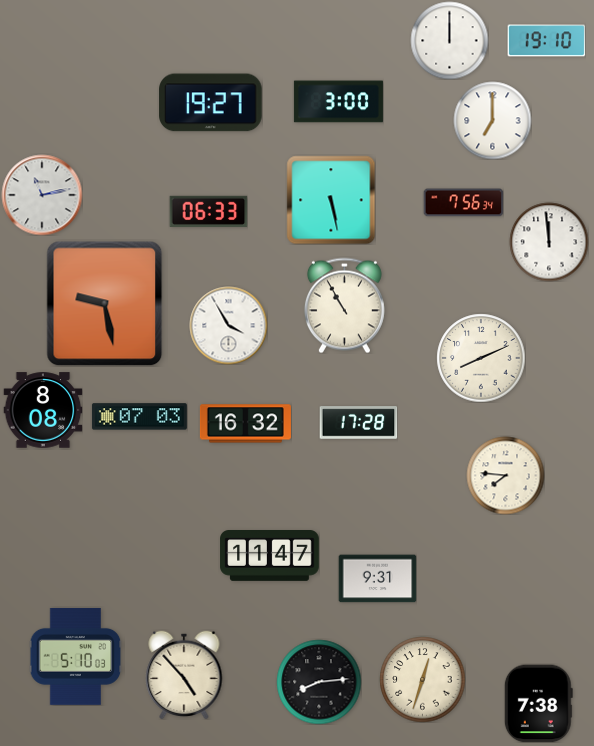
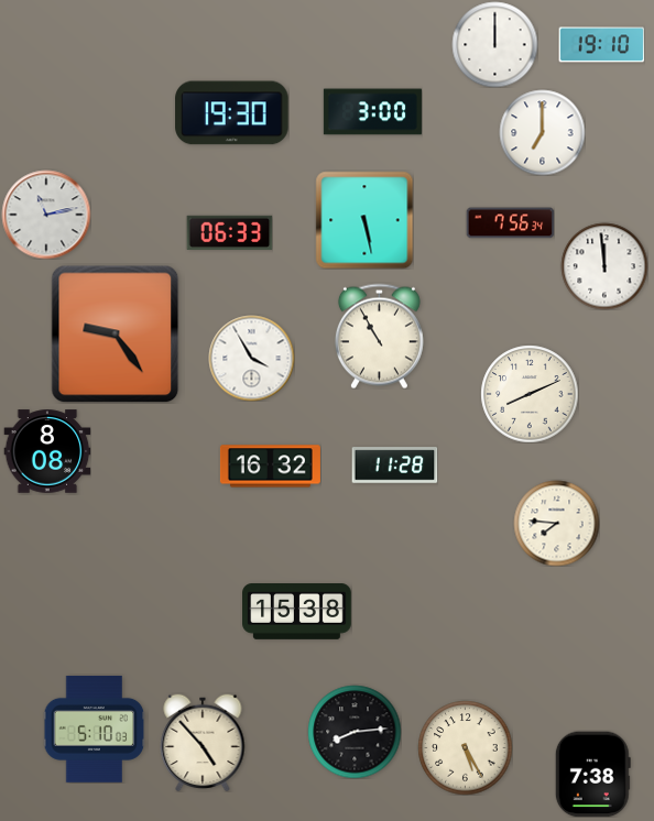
clock at (211, 103): 19:27 -> 19:30
clock at (105, 303): 9:28 -> 9:24
clock at (139, 417): 07:03 -> none
clock at (358, 423): 17:28 -> 11:28
clock at (270, 556): 11:47 -> 15:38
clock at (377, 579): 9:31 -> none
clock at (76, 656) position: (76, 656) -> (95, 729)
clock at (422, 679): 12:33 -> 5:25
clock at (319, 682) position: (319, 682) -> (355, 732)
